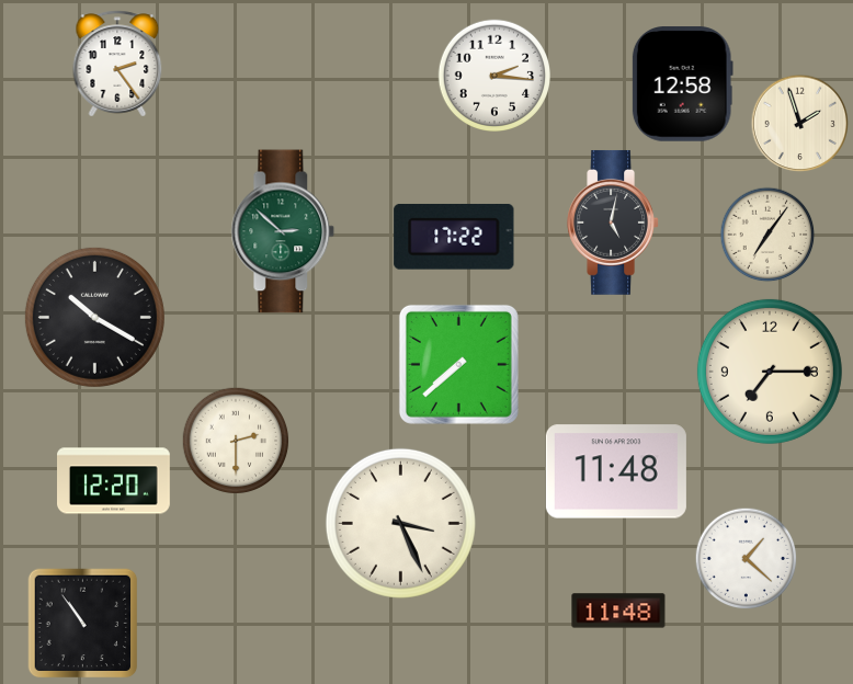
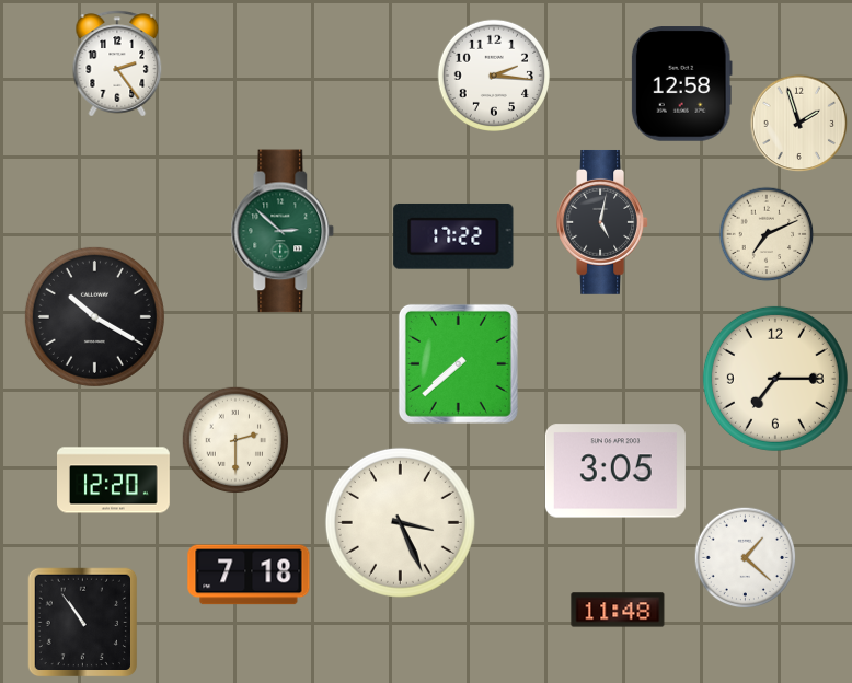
clock at (613, 223) position: (613, 223) -> (602, 222)
clock at (767, 235): 7:06 -> 7:11
clock at (770, 372) position: (770, 372) -> (775, 379)
clock at (616, 471): 11:48 -> 3:05
clock at (249, 575): none -> 7:18
